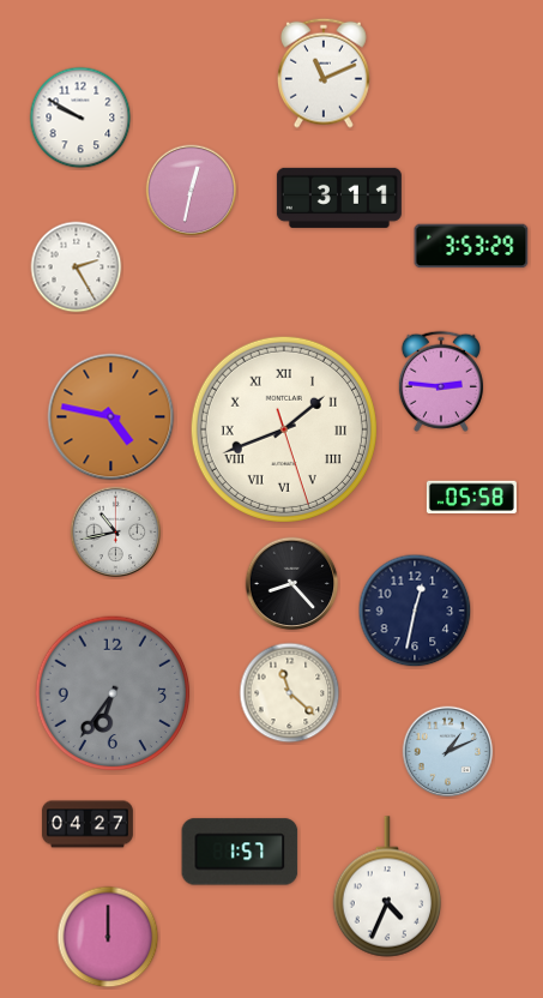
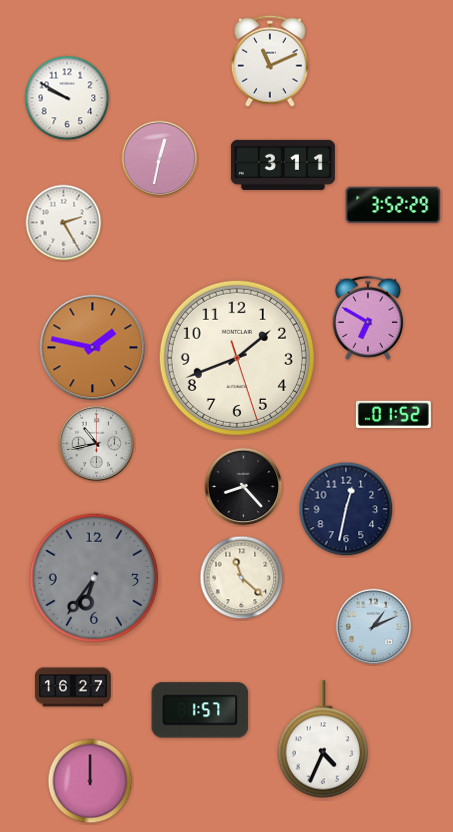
clock at (471, 246): 3:53 -> 3:52
clock at (441, 381): 2:46 -> 6:50
clock at (111, 417): 4:47 -> 1:47
clock at (284, 429) numerals: Roman -> Arabic
clock at (471, 497): 05:58 -> 01:52
clock at (88, 824): 04:27 -> 16:27
